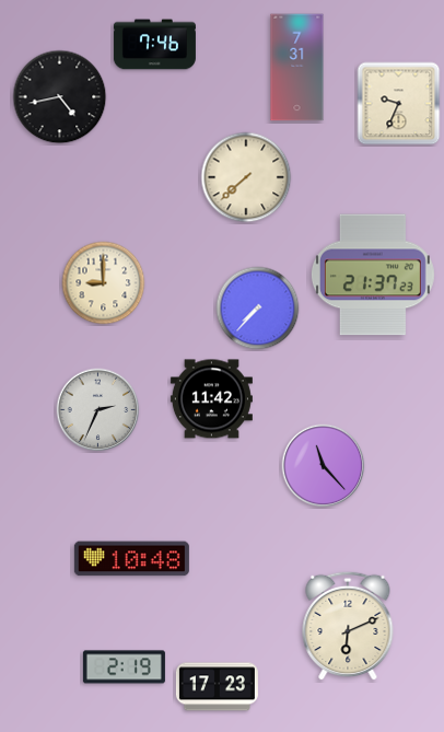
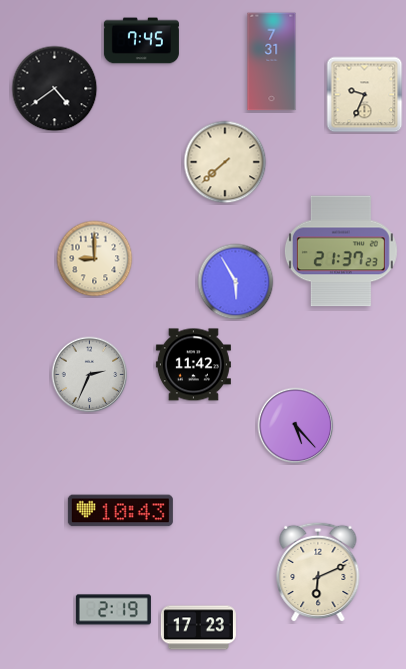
clock at (154, 45): 7:46 -> 7:45
clock at (60, 97): 4:43 -> 4:39
clock at (258, 309): 7:37 -> 5:55
clock at (324, 466): 11:23 -> 5:23
clock at (131, 559): 10:48 -> 10:43
